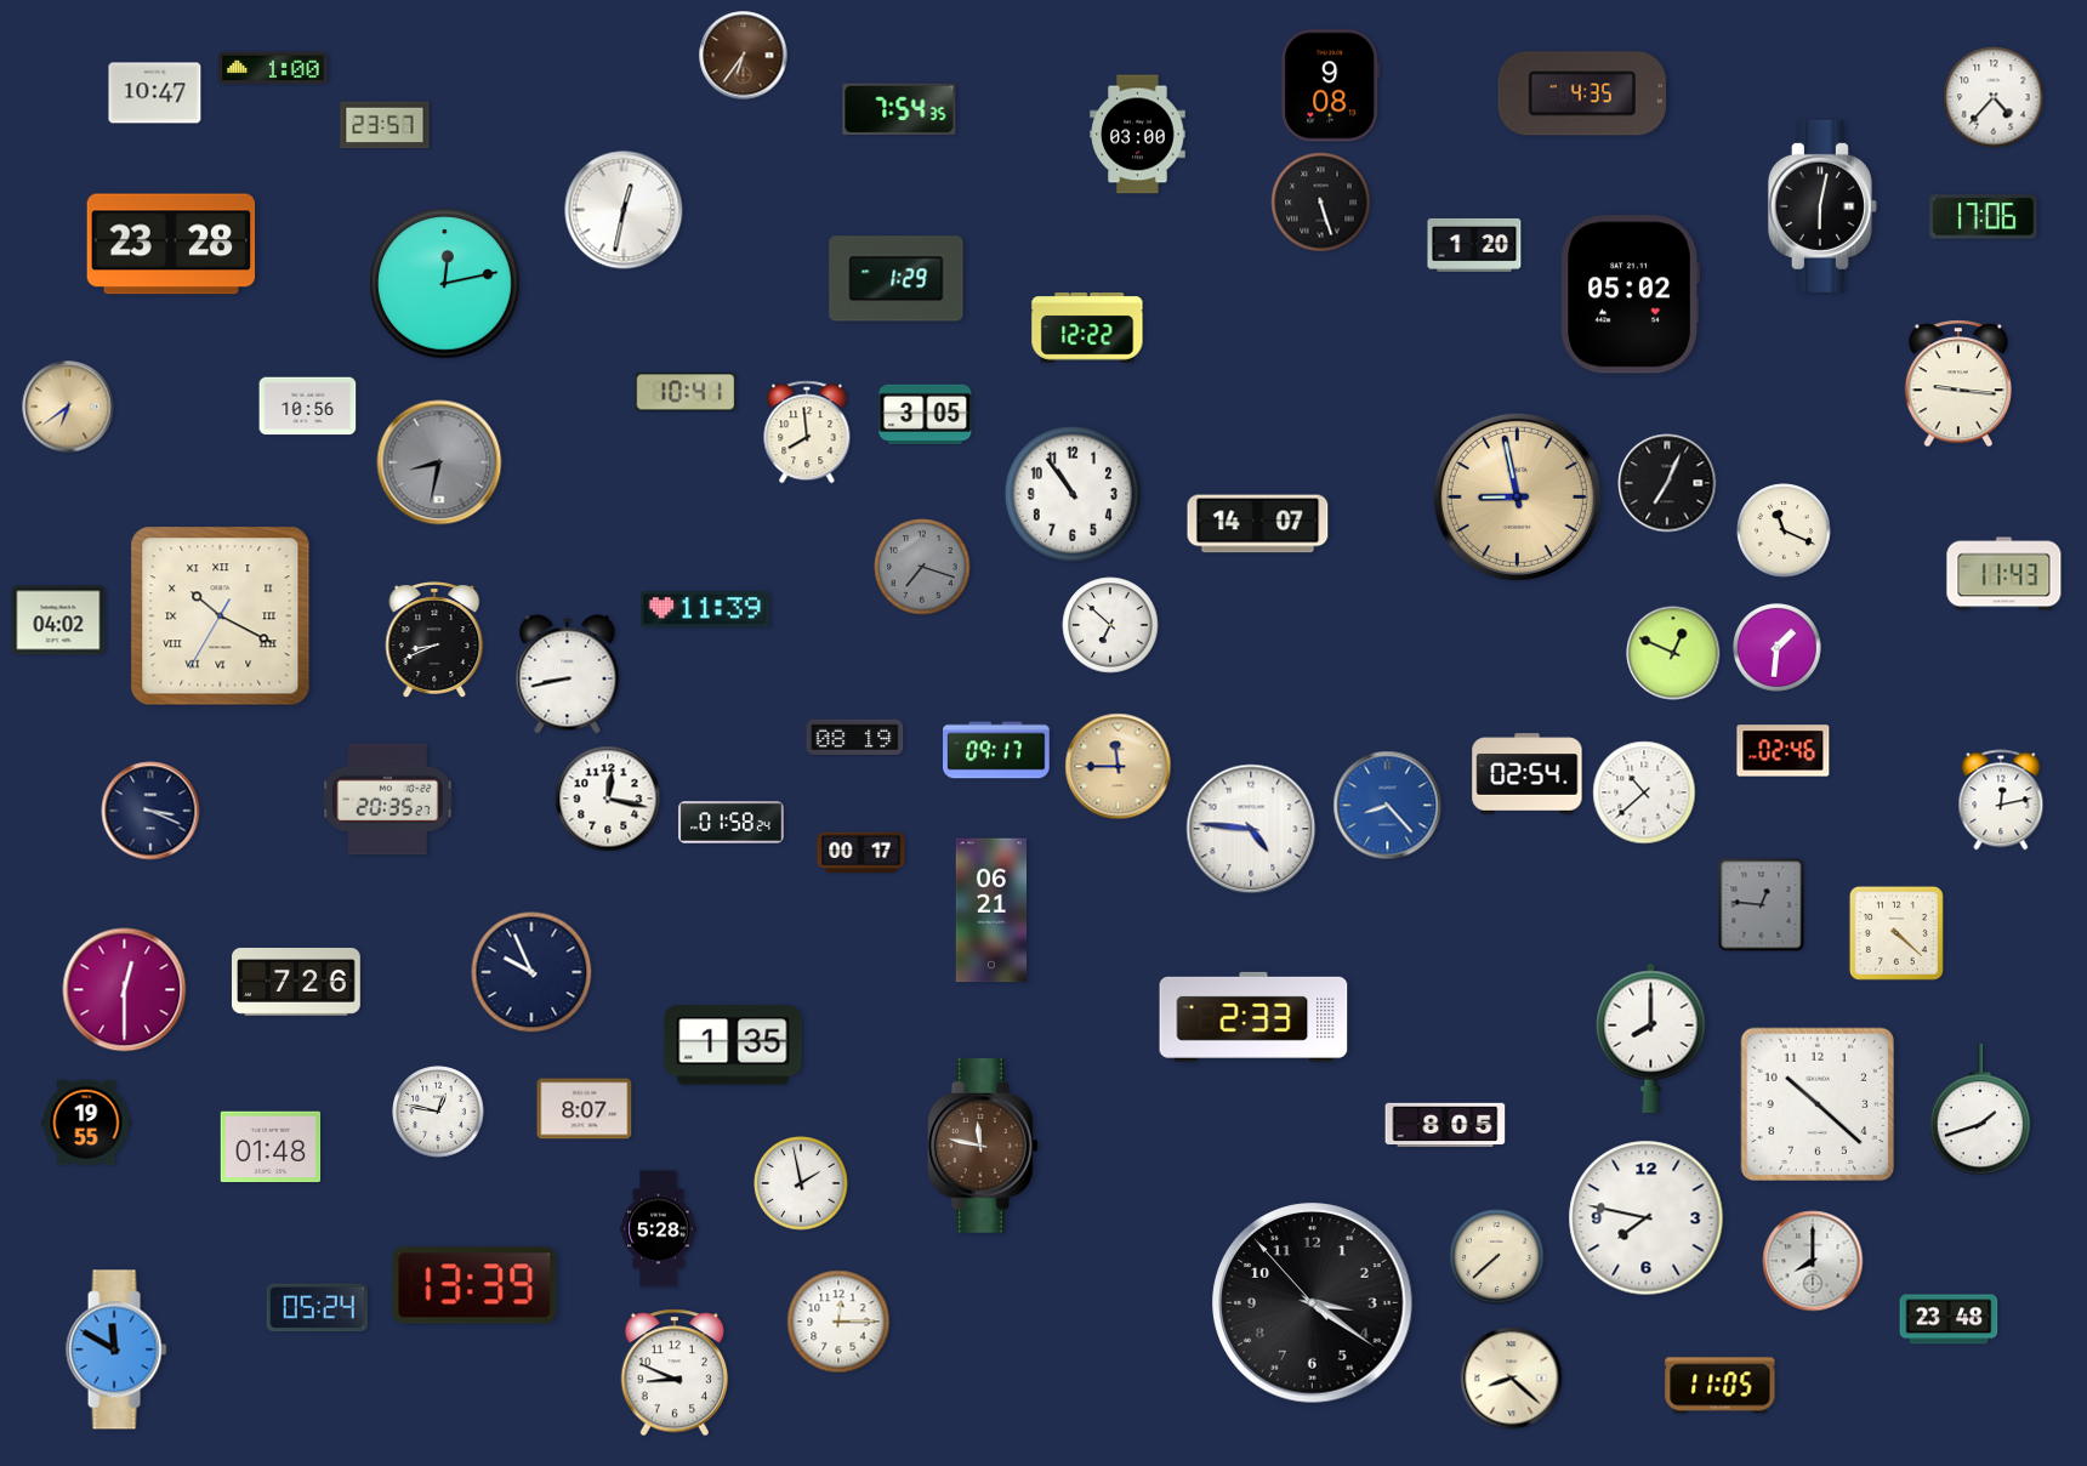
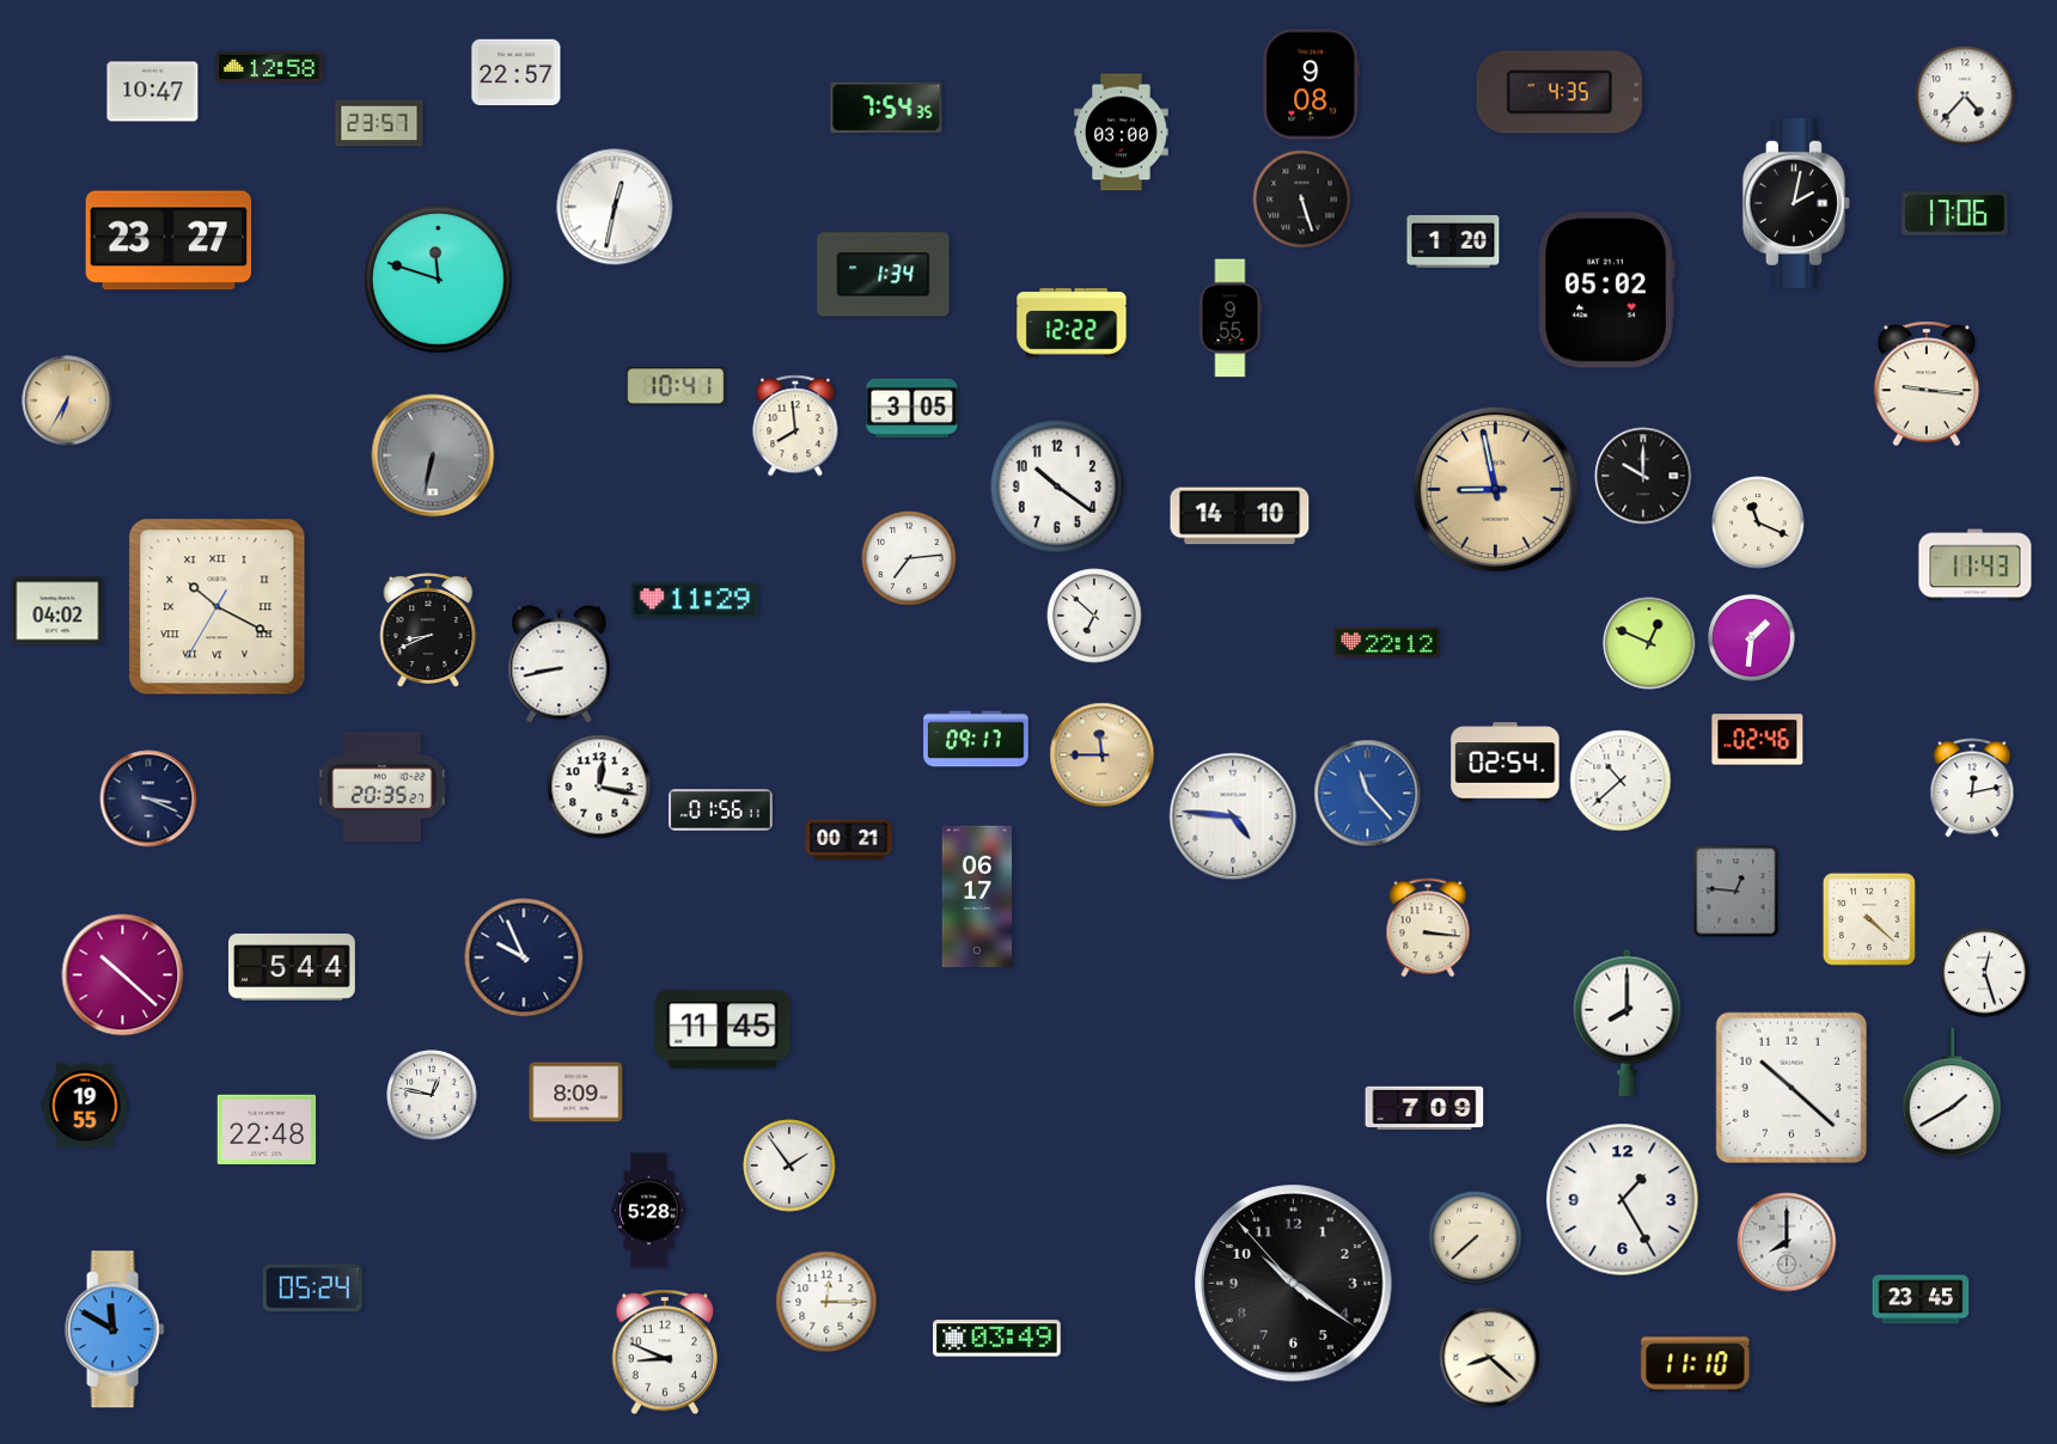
clock at (744, 56): 6:36 -> none
clock at (273, 68): 1:00 -> 12:58
clock at (517, 73): none -> 22:57
clock at (1822, 206): 6:02 -> 2:02
clock at (171, 244): 23:28 -> 23:27
clock at (897, 279): 1:29 -> 1:34
clock at (445, 284): 12:13 -> 11:48
clock at (1231, 318): none -> 9:55
clock at (1958, 383) position: (1958, 383) -> (1927, 384)
clock at (68, 407): 6:39 -> 6:35
clock at (308, 407): 10:56 -> none
clock at (439, 462): 8:32 -> 6:32
clock at (1667, 483): 7:04 -> 10:00
clock at (1073, 494): 10:54 -> 10:21
clock at (1258, 524): 14:07 -> 14:10
clock at (922, 567): 7:18 -> 7:14
clock at (922, 567) dial: grey -> white
clock at (705, 609): 11:39 -> 11:29
clock at (1387, 642): none -> 22:12
clock at (855, 737): 08:19 -> none
clock at (996, 750) position: (996, 750) -> (976, 739)
clock at (1388, 806): 8:23 -> 11:23
clock at (732, 823): 01:58 -> 01:56
clock at (861, 853): 00:17 -> 00:21
clock at (991, 910): 06:21 -> 06:17
clock at (1428, 928): none -> 3:16
clock at (297, 982): 7:26 -> 5:44
clock at (1985, 973): none -> 12:27
clock at (125, 990): 12:30 -> 10:22
clock at (1253, 1017): 2:33 -> none
clock at (733, 1045): 1:35 -> 11:45
clock at (585, 1109): 8:07 -> 8:09
clock at (1979, 1110): 1:42 -> 1:40
clock at (1445, 1125): 8:05 -> 7:09
clock at (983, 1146): 11:47 -> none
clock at (271, 1147): 01:48 -> 22:48
clock at (801, 1183): 1:58 -> 1:54
clock at (1647, 1218): 7:47 -> 1:25
clock at (474, 1285): 13:39 -> none
clock at (1313, 1303): 3:20 -> 10:20
clock at (1949, 1319): 23:48 -> 23:45
clock at (997, 1339): none -> 03:49
clock at (1721, 1386): 11:05 -> 11:10
